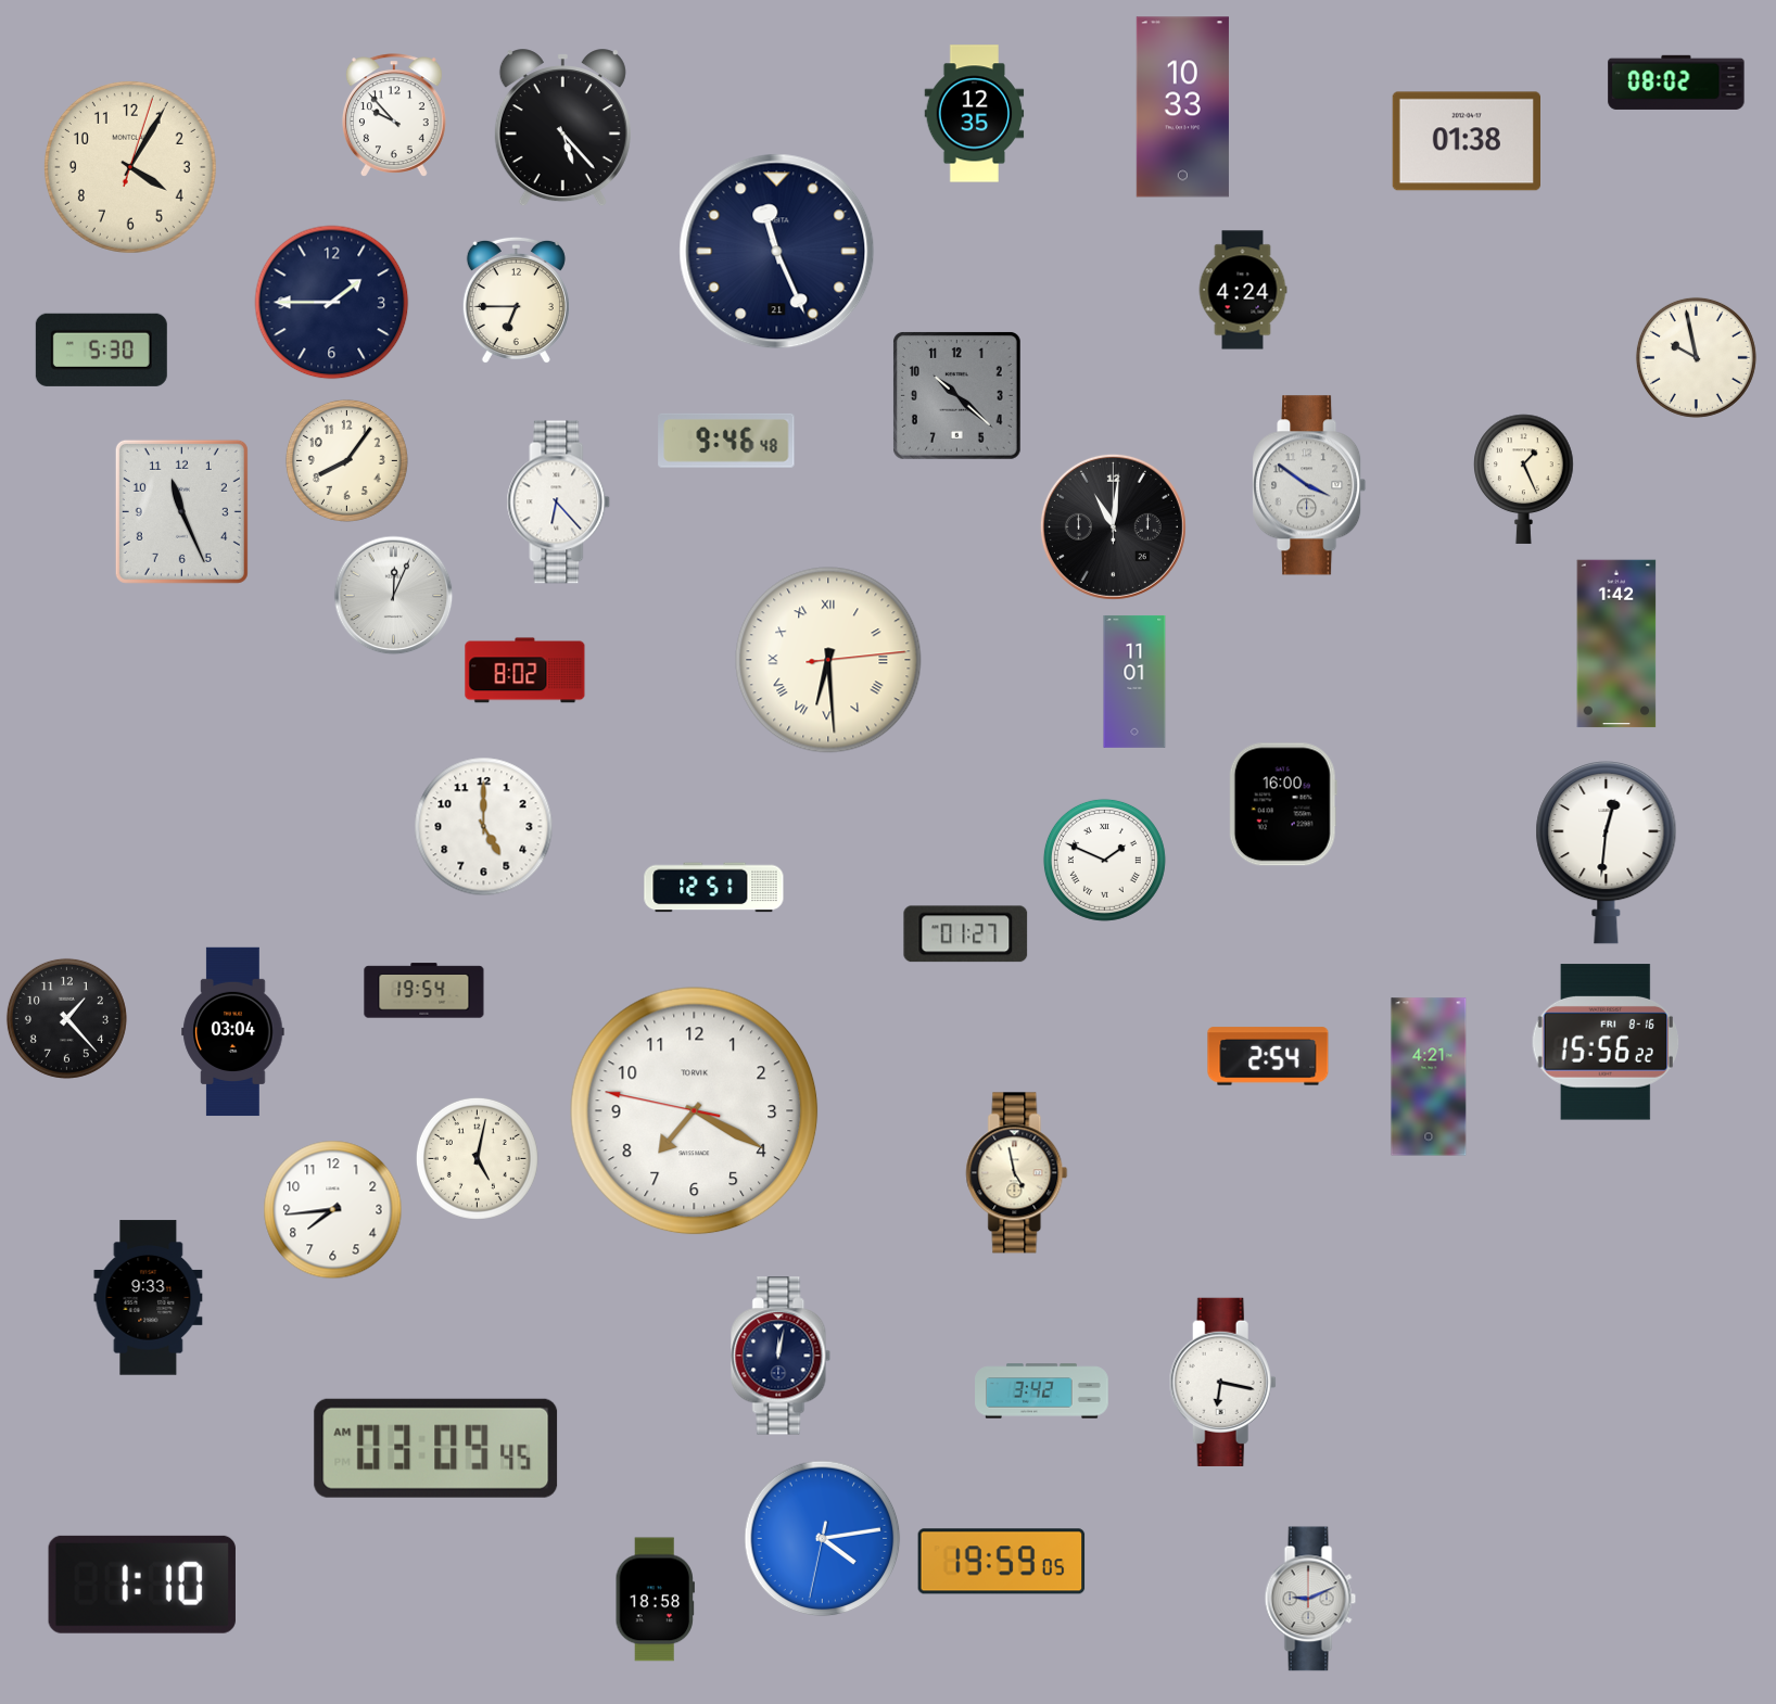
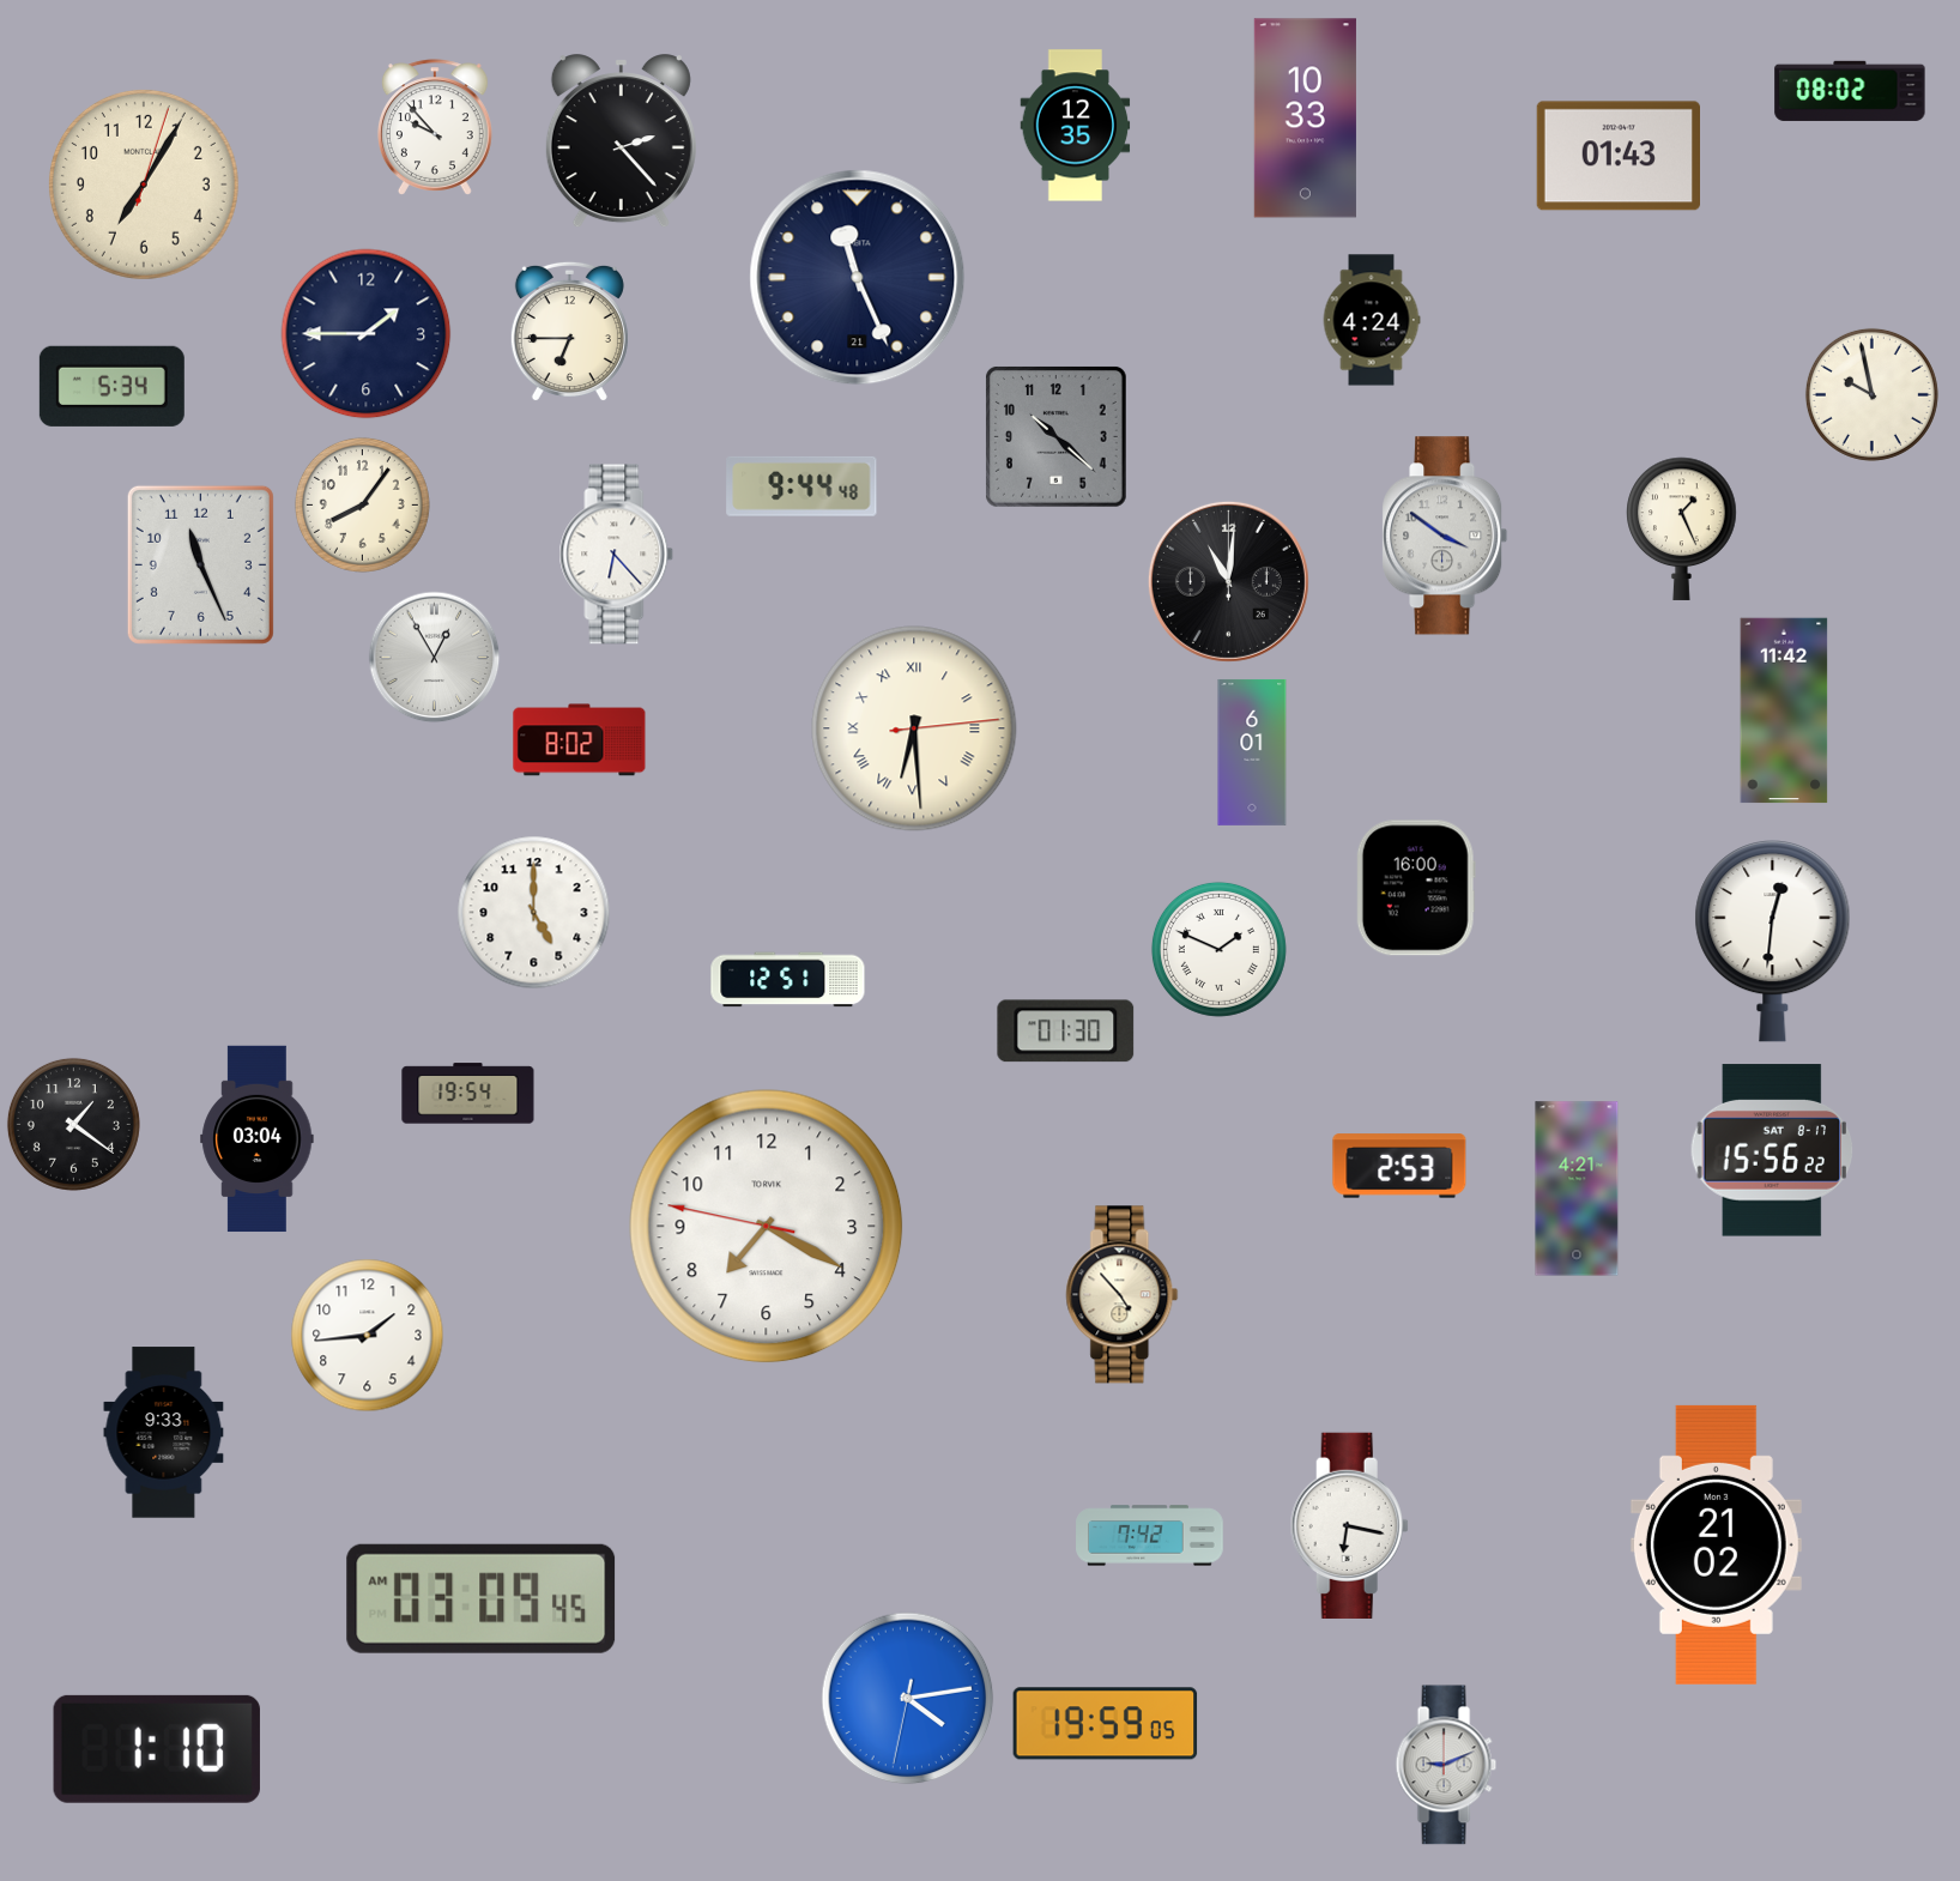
clock at (562, 128): 5:23 -> 2:23
clock at (1466, 141): 01:38 -> 01:43
clock at (130, 167): 4:05 -> 7:05
clock at (101, 349): 5:30 -> 5:34
clock at (726, 441): 9:46 -> 9:44
clock at (346, 460) position: (346, 460) -> (362, 504)
clock at (394, 596): 12:04 -> 12:55
clock at (1616, 644): 1:42 -> 11:42
clock at (1134, 682): 11:01 -> 6:01
clock at (966, 934): 01:27 -> 01:30
clock at (66, 1018): 1:23 -> 1:21
clock at (1604, 1042) date: FRI 8-16 -> SAT 8-17
clock at (1268, 1056): 2:54 -> 2:53
clock at (477, 1158): 5:02 -> none
clock at (1017, 1173): 4:58 -> 4:53
clock at (333, 1210): 7:44 -> 1:44
clock at (781, 1356): 12:02 -> none
clock at (1042, 1391): 3:42 -> 7:42
clock at (1716, 1544): none -> 21:02
clock at (655, 1600): 18:58 -> none
